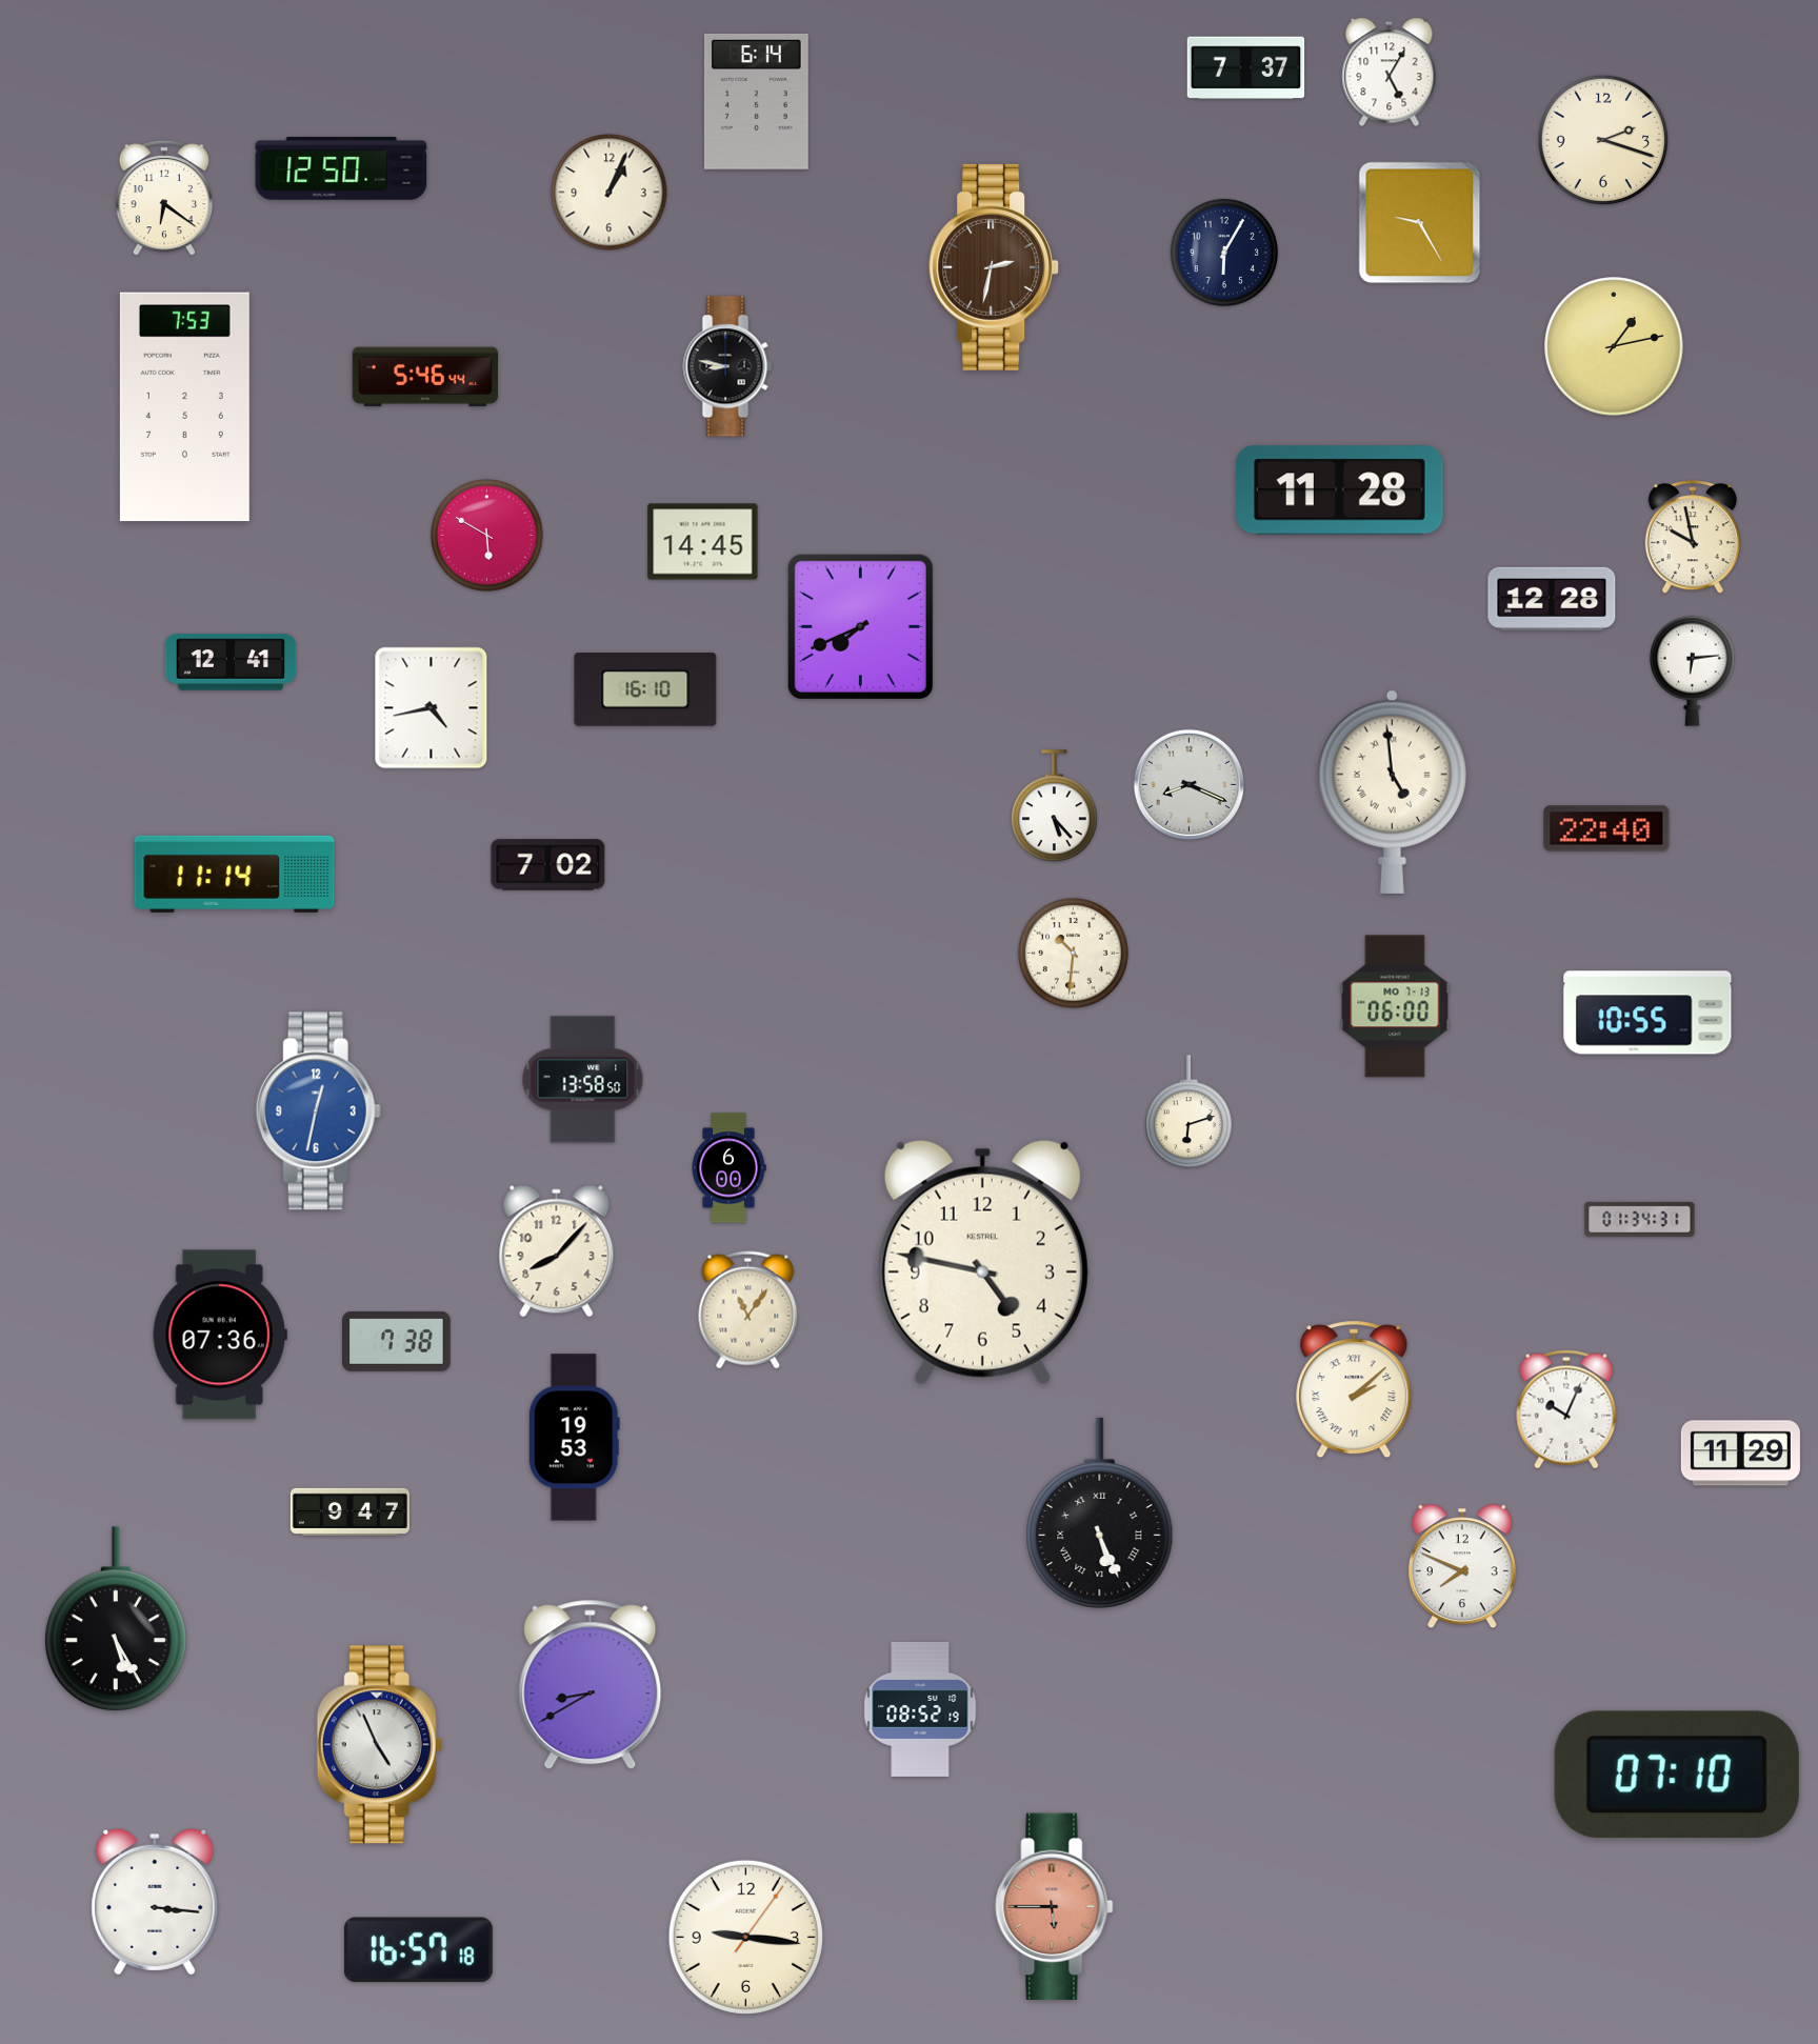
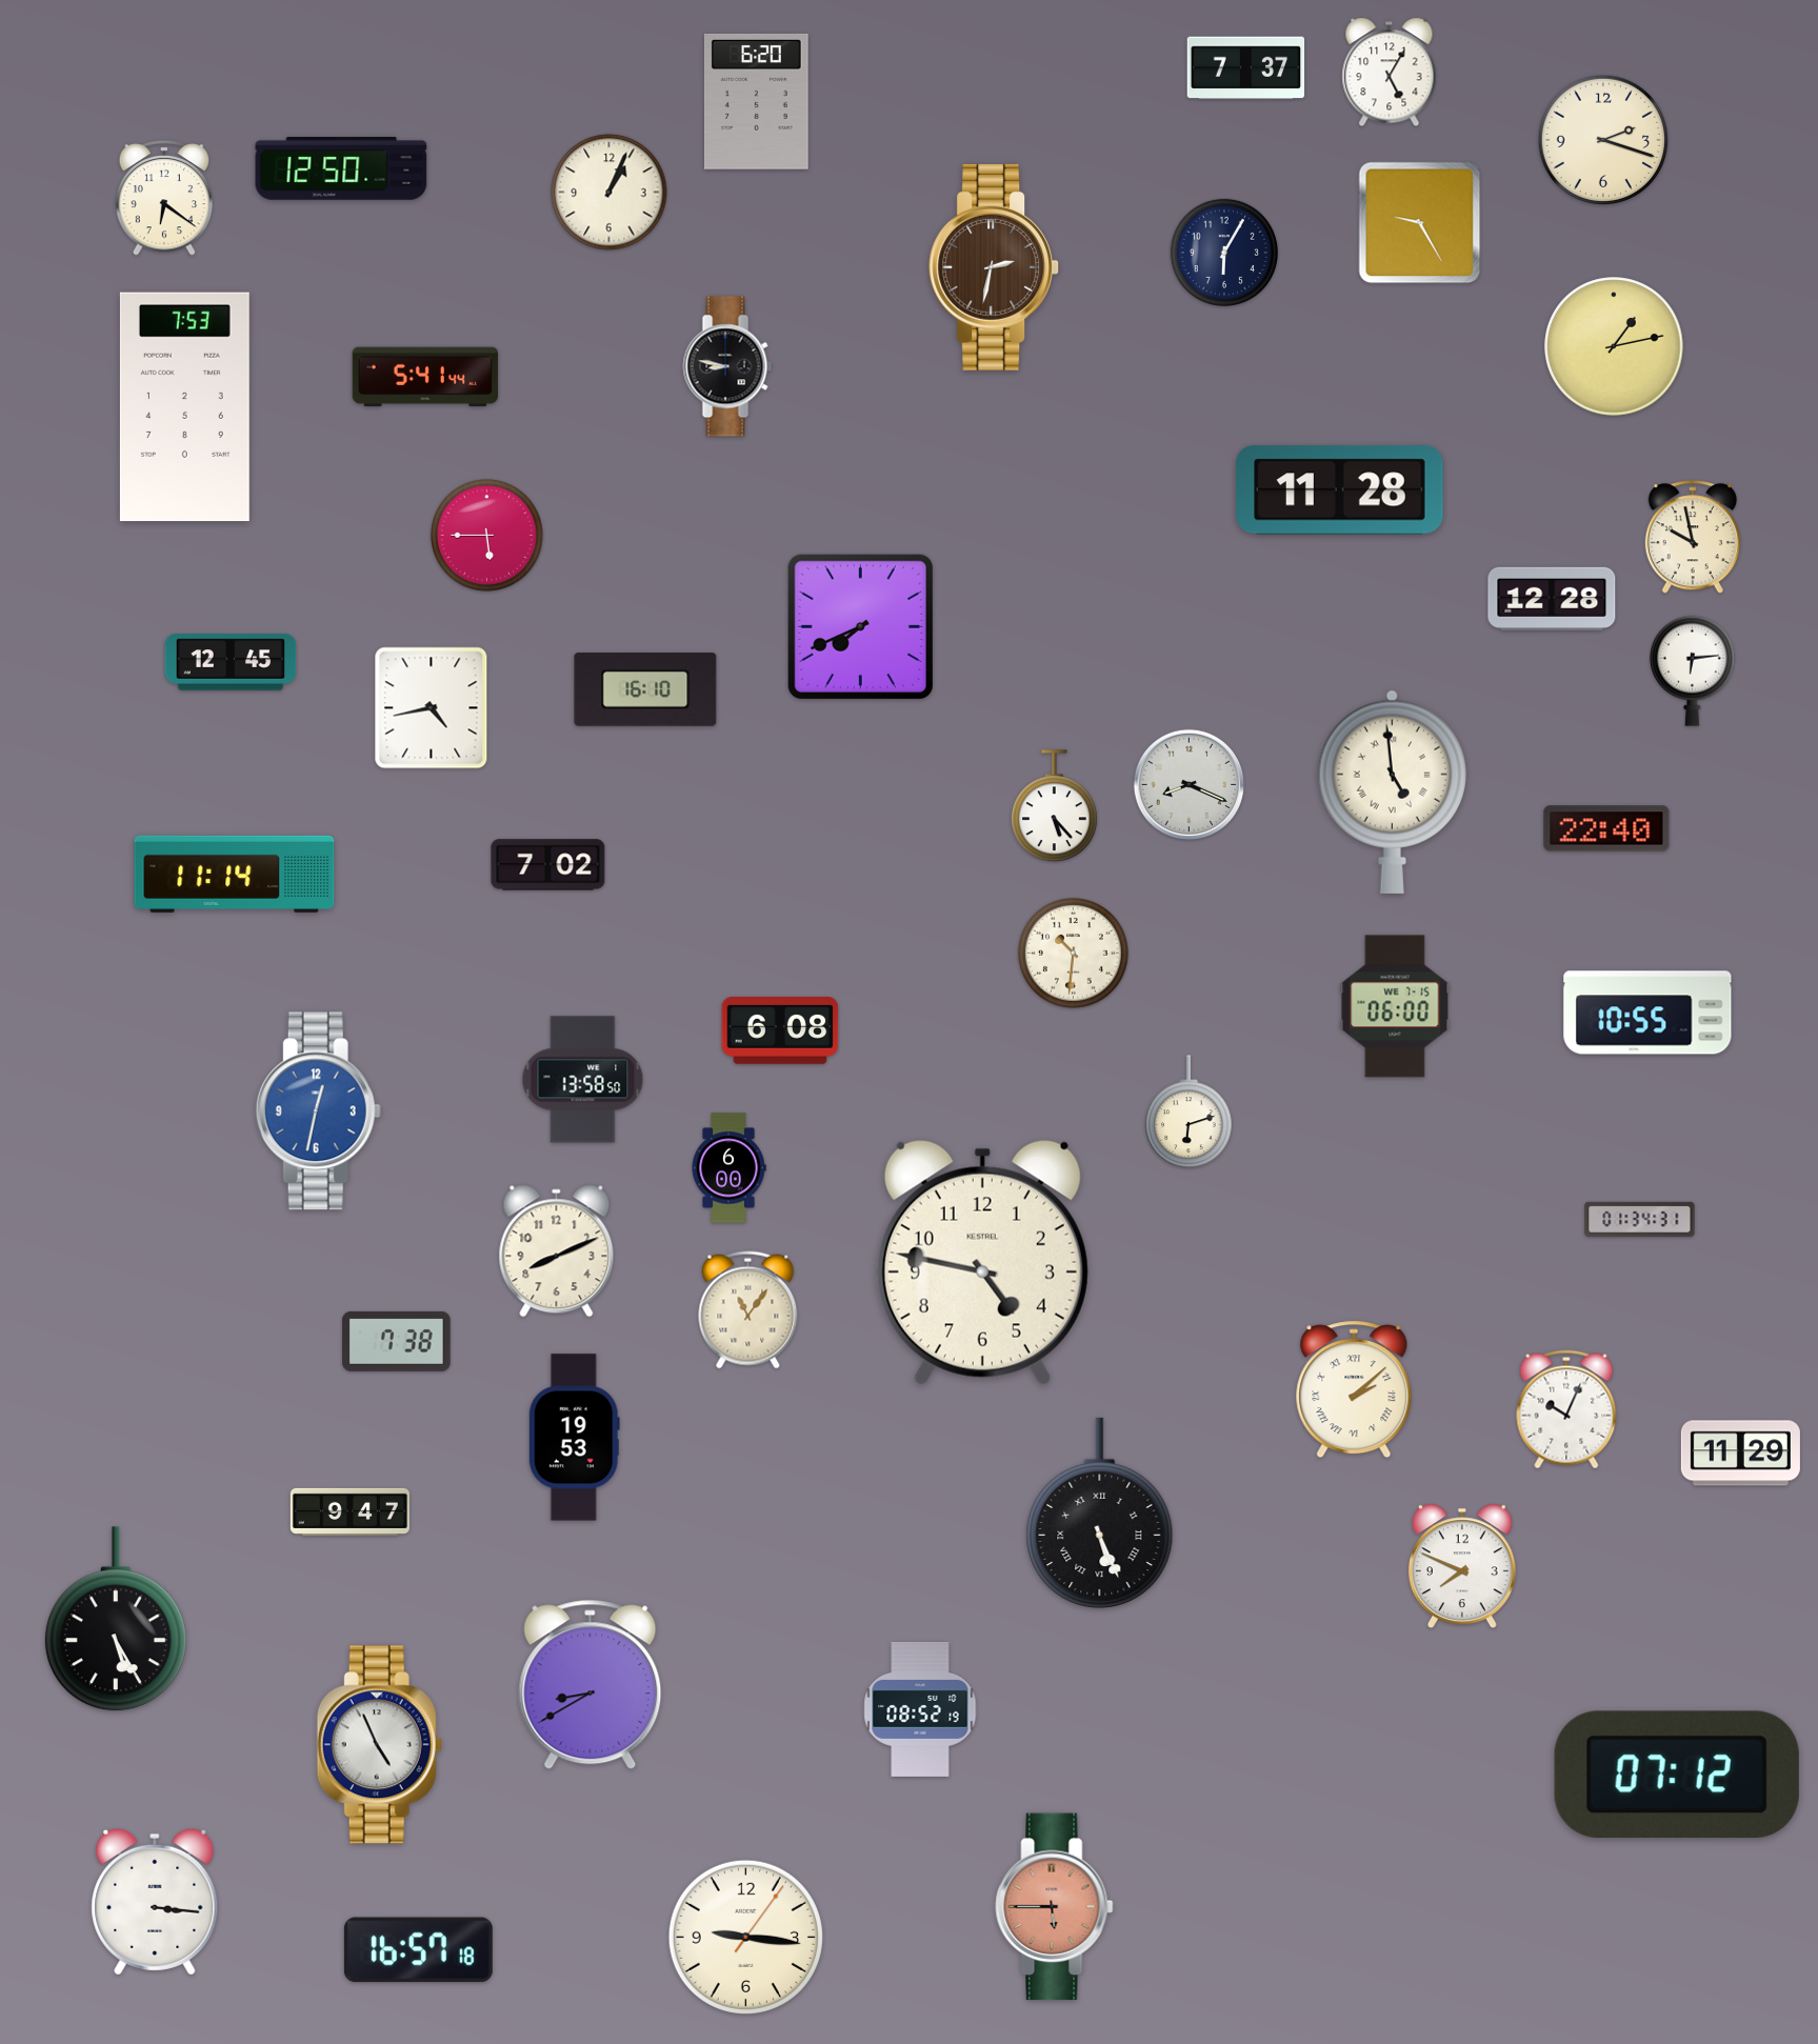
clock at (756, 101): 6:14 -> 6:20
clock at (425, 377): 5:46 -> 5:41
clock at (487, 536): 5:50 -> 5:45
clock at (703, 542): 14:45 -> none
clock at (231, 662): 12:41 -> 12:45
clock at (1395, 1006) date: MO 7-13 -> WE 7-15
clock at (780, 1031): none -> 6:08
clock at (557, 1251): 8:07 -> 8:11
clock at (220, 1335): 07:36 -> none
clock at (1677, 1775): 07:10 -> 07:12
